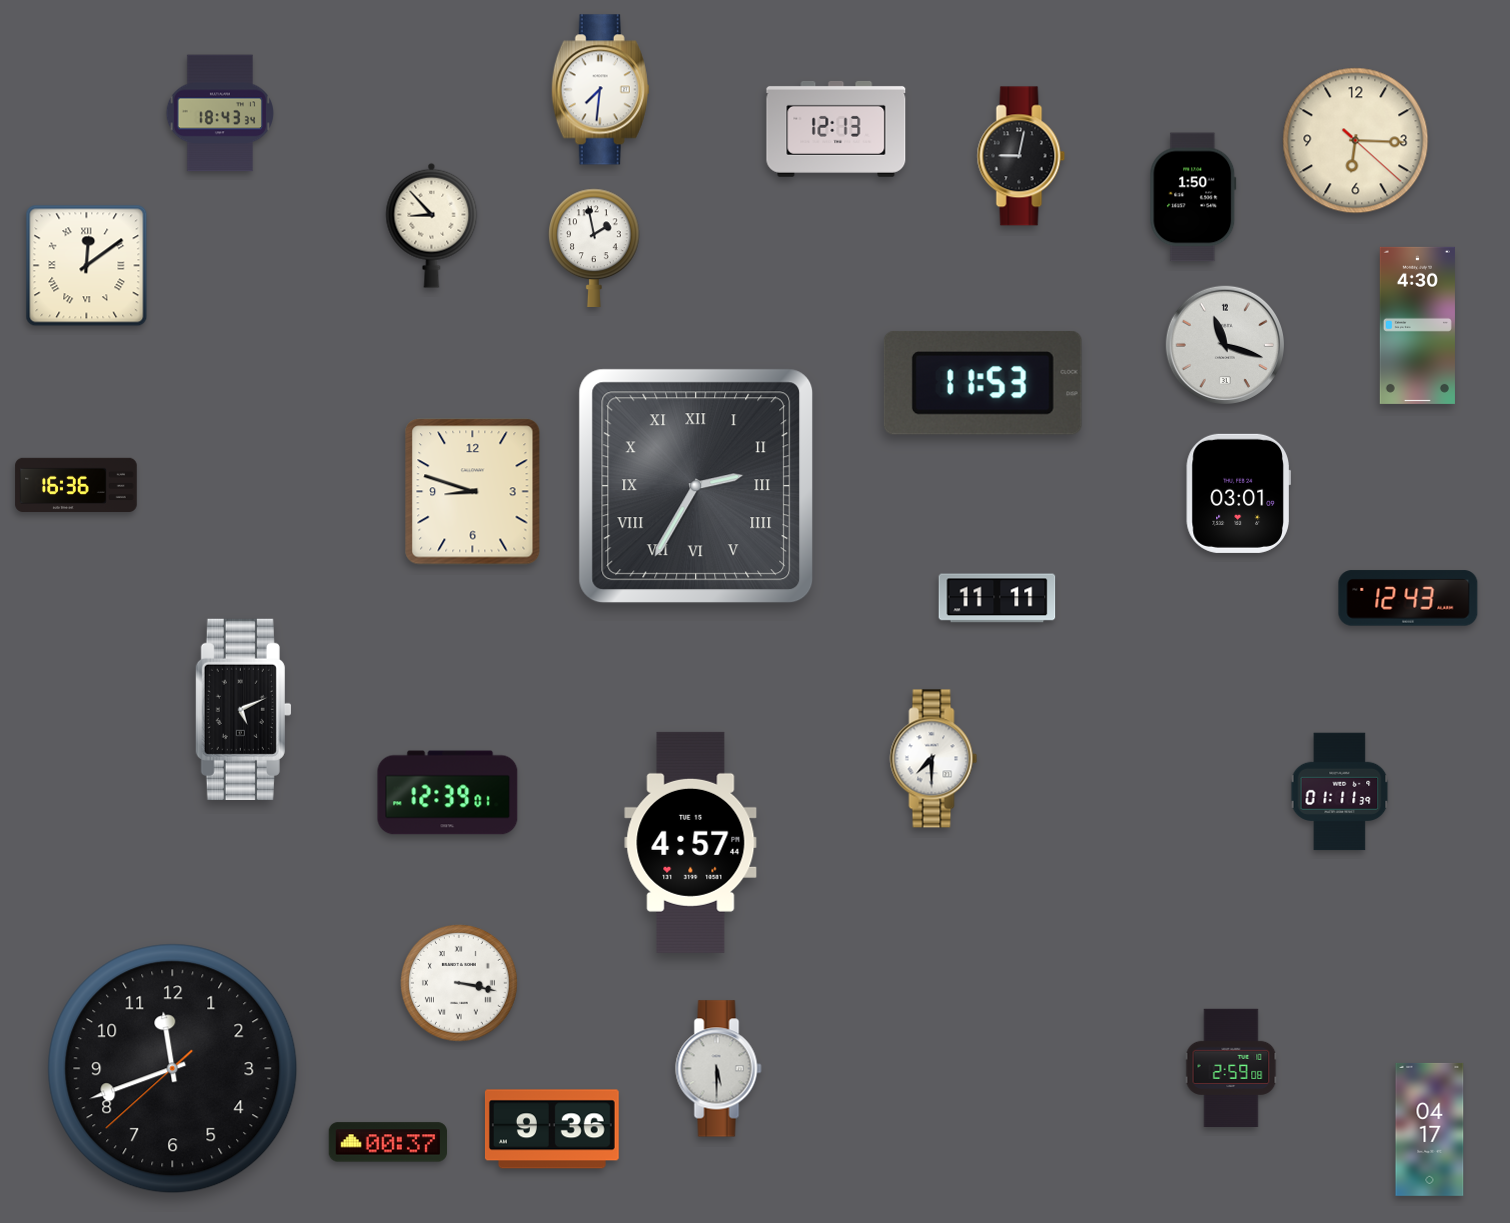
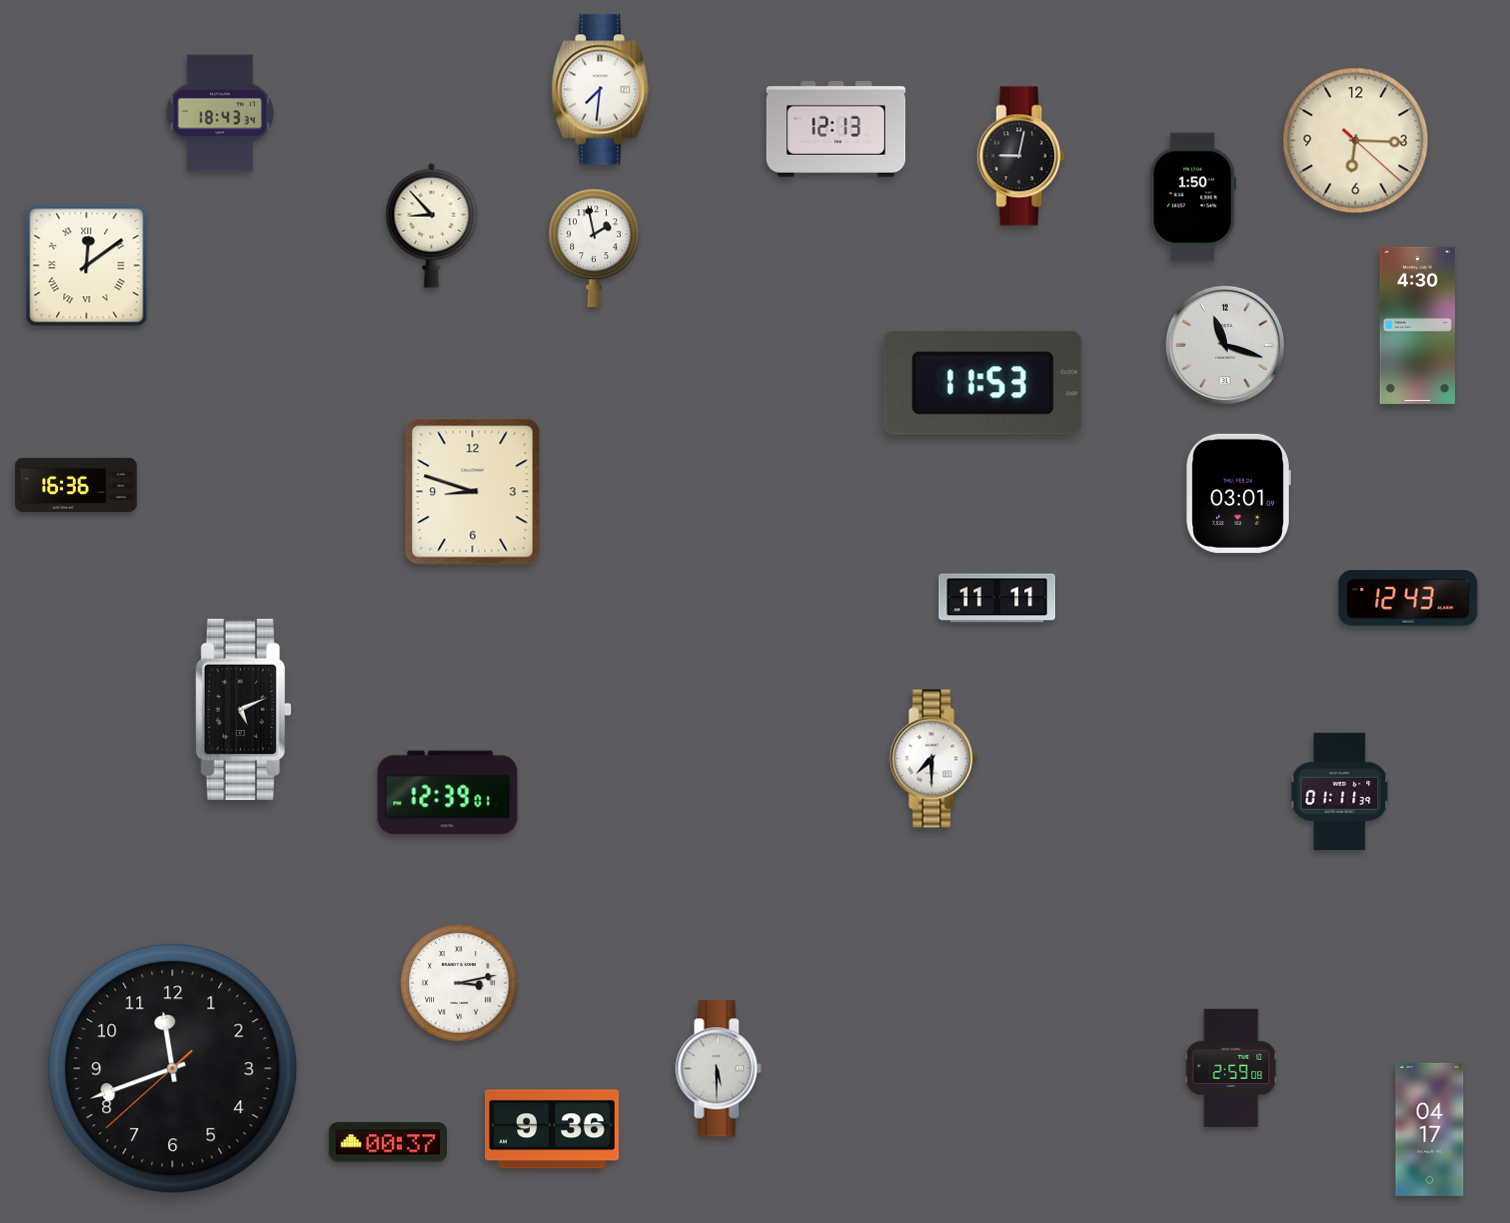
clock at (696, 486): 2:35 -> none
clock at (691, 842): 4:57 -> none
clock at (460, 984): 3:17 -> 3:13
